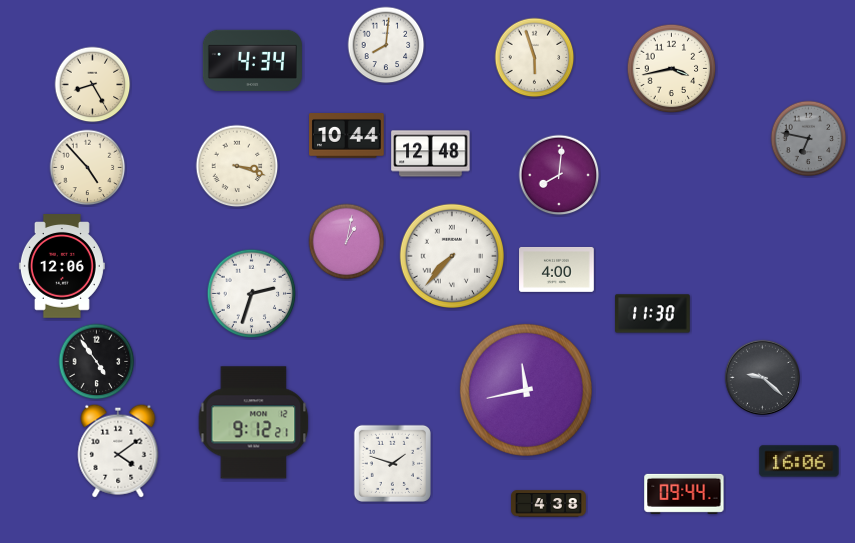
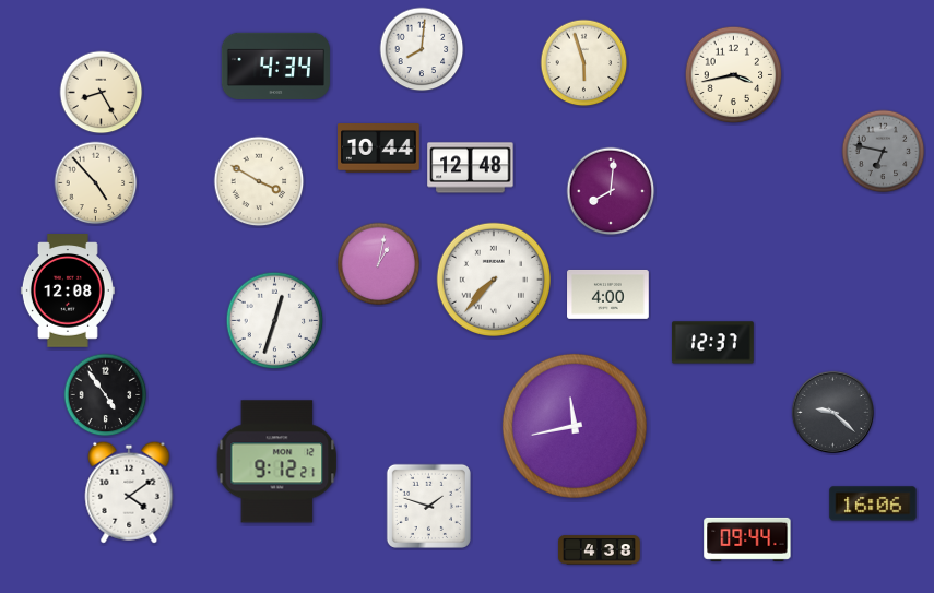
clock at (237, 166): 3:18 -> 3:50
clock at (62, 266): 12:06 -> 12:08
clock at (252, 294): 2:33 -> 12:33
clock at (653, 314): 11:30 -> 12:37
